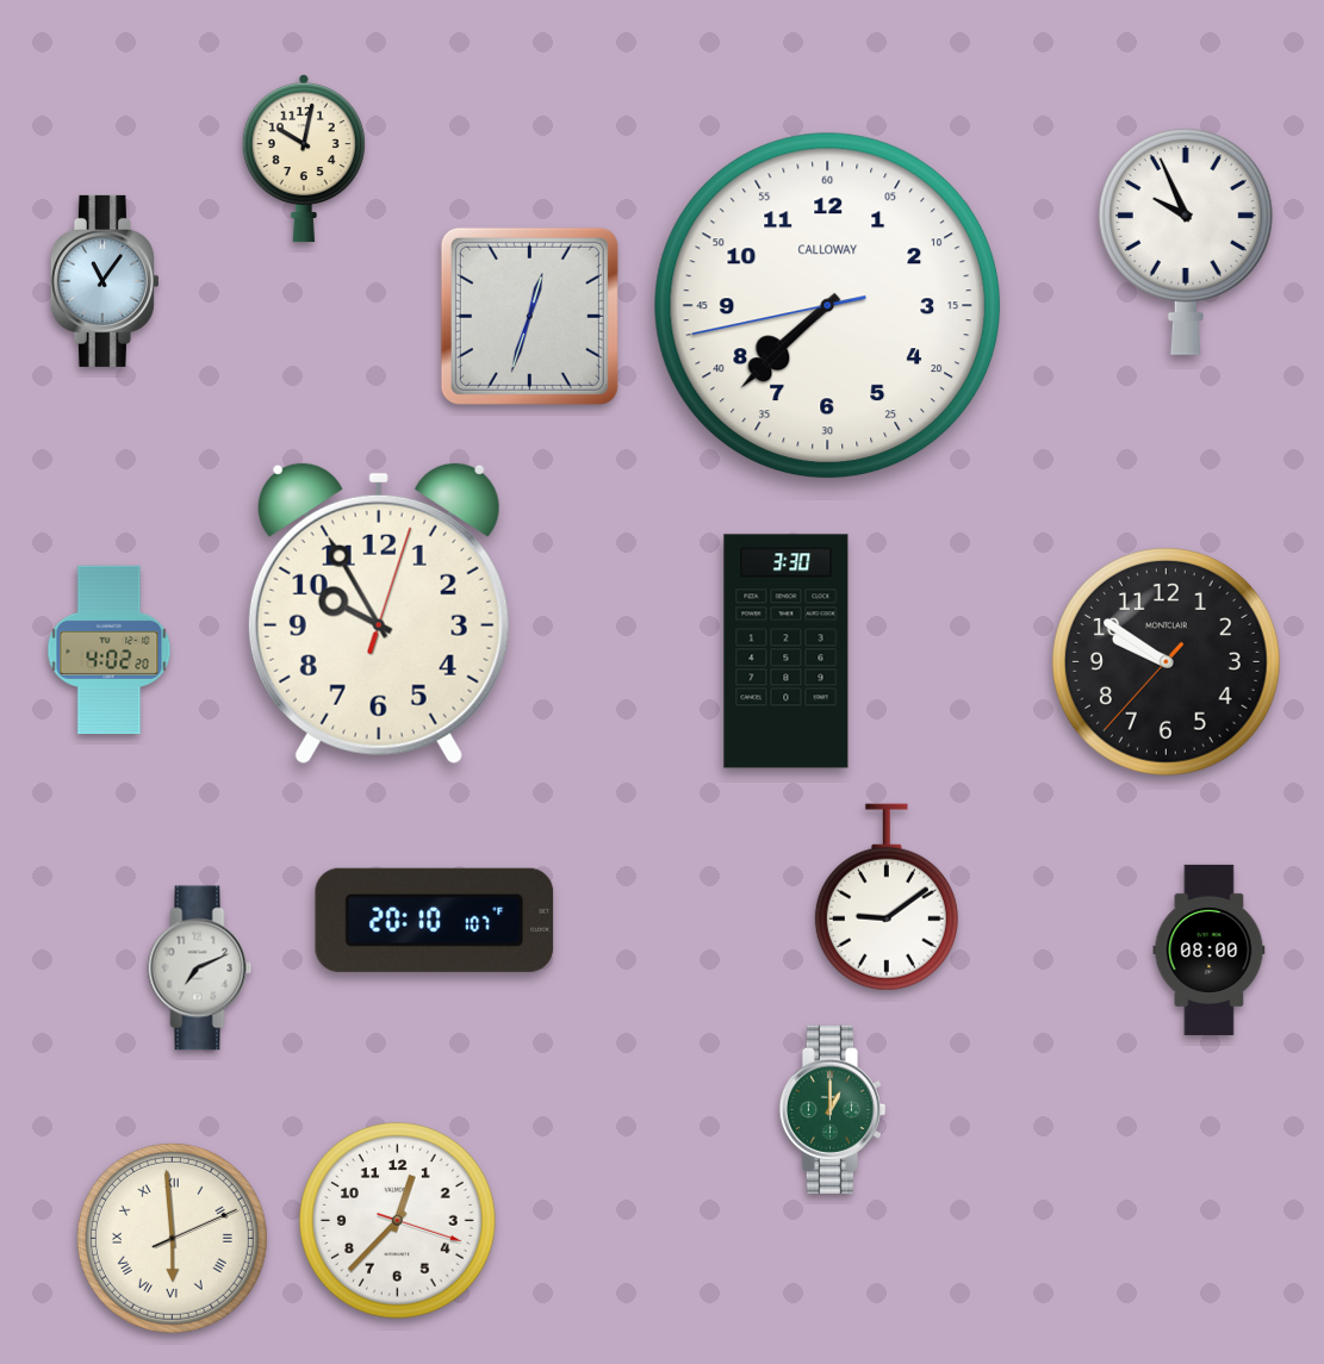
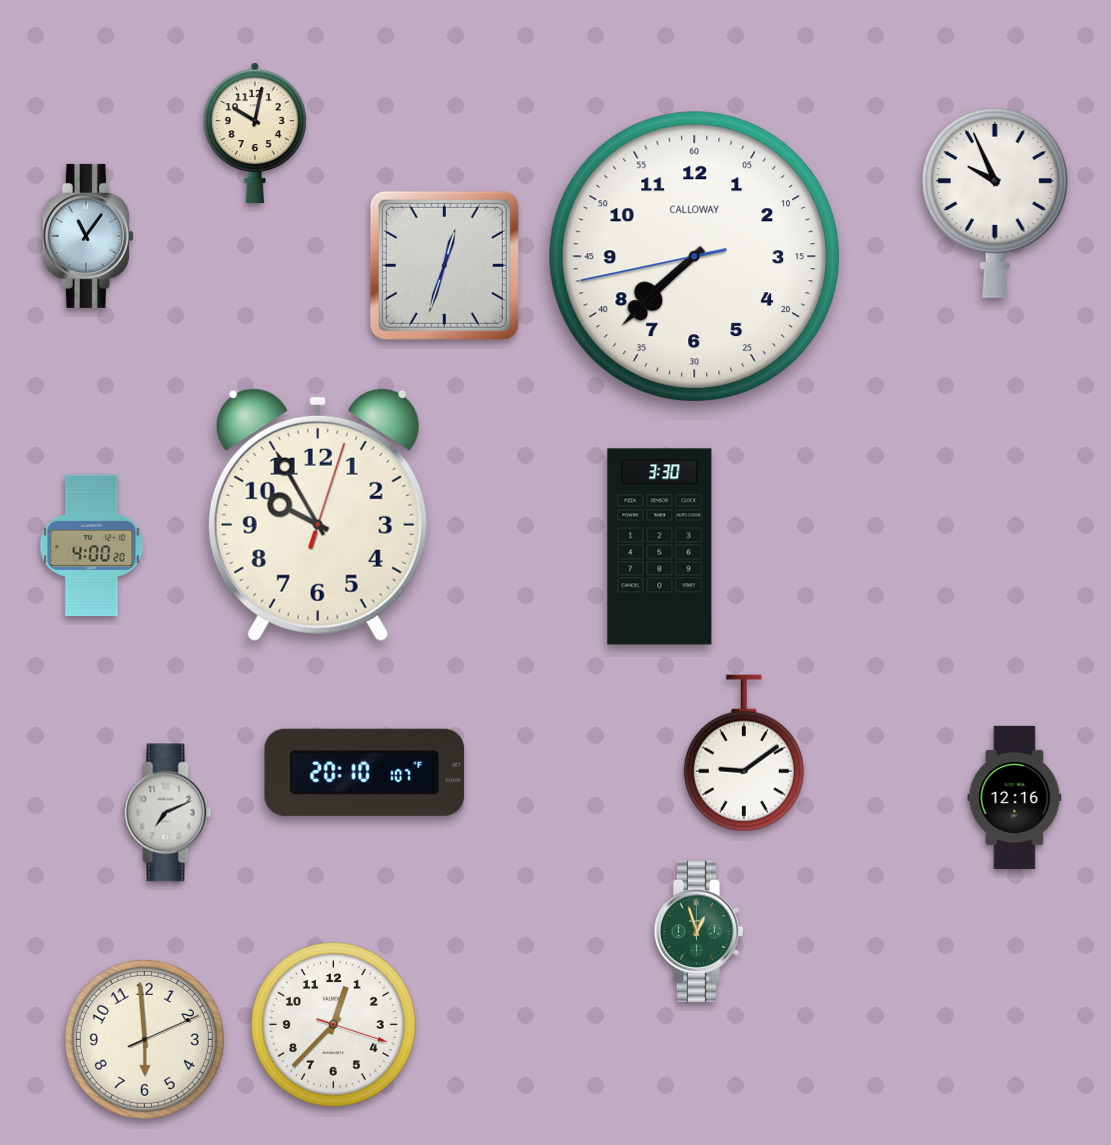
clock at (110, 650): 4:02 -> 4:00
clock at (1166, 661): 9:50 -> none
clock at (1210, 949): 08:00 -> 12:16
clock at (833, 1110): 1:00 -> 12:57
clock at (172, 1238) numerals: Roman -> Arabic
